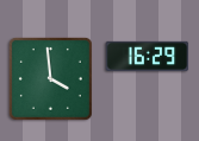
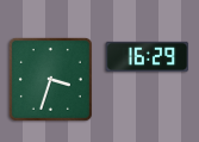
clock at (50, 78): 3:59 -> 3:33
